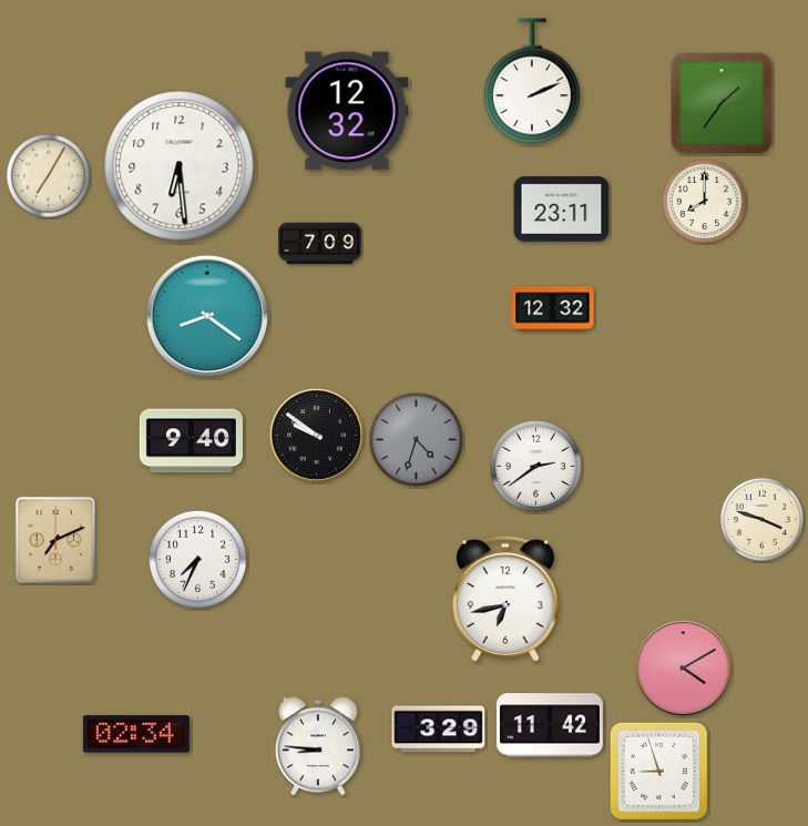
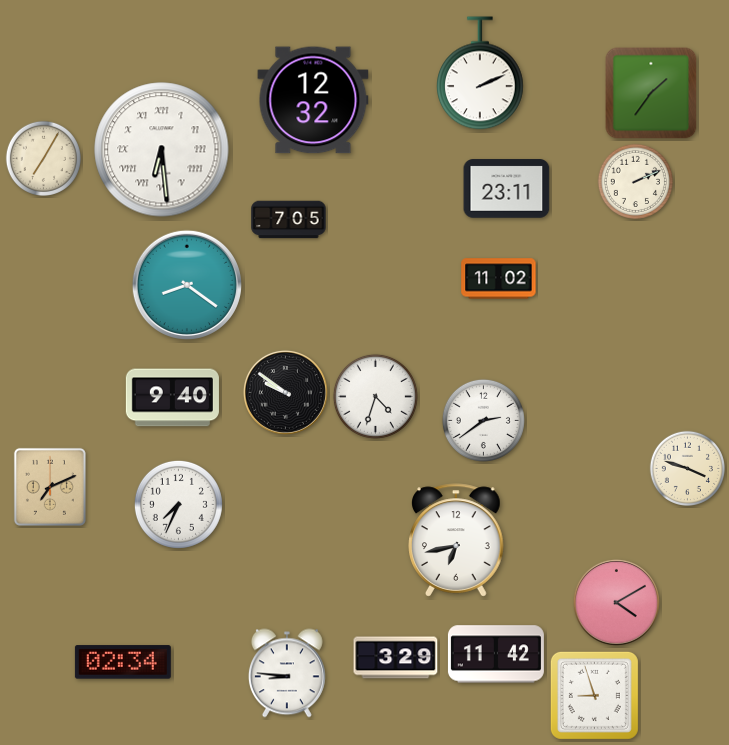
clock at (180, 166) numerals: Arabic -> Roman
clock at (704, 201): 8:00 -> 2:11
clock at (320, 244): 7:09 -> 7:05
clock at (553, 309): 12:32 -> 11:02
clock at (416, 439) dial: grey -> white
